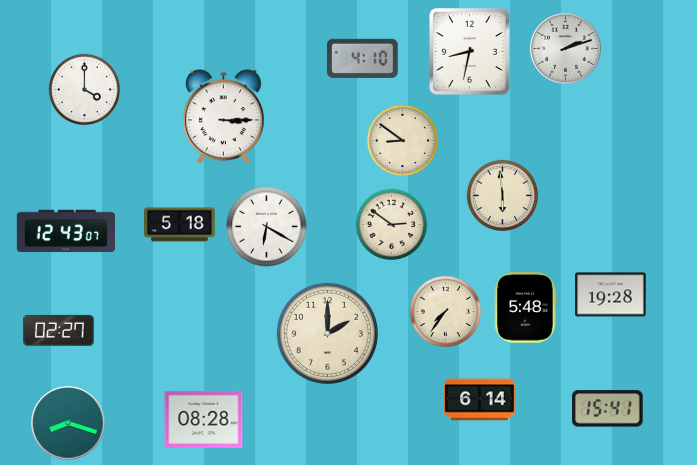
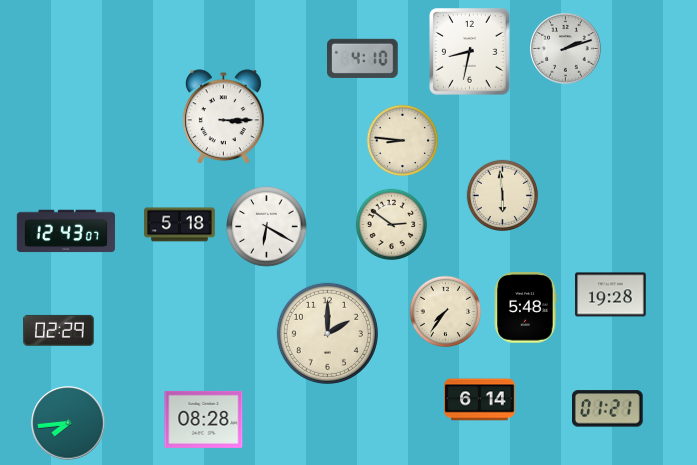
clock at (84, 89): 4:00 -> none
clock at (402, 140): 8:51 -> 8:46
clock at (59, 330): 02:27 -> 02:29
clock at (608, 409): 15:41 -> 01:21
clock at (68, 423): 8:18 -> 7:44
